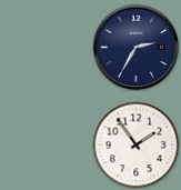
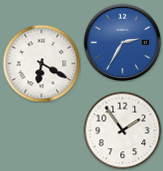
clock at (135, 47) dial: navy -> blue
clock at (41, 63): none -> 6:20
